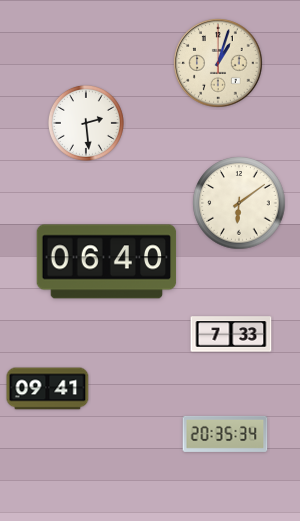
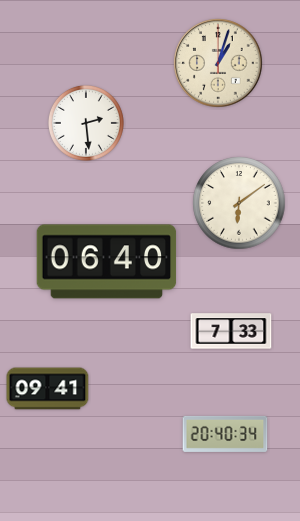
clock at (231, 334) position: (231, 334) -> (231, 331)
clock at (225, 434): 20:35 -> 20:40
